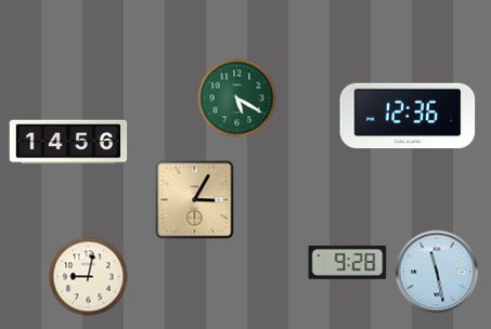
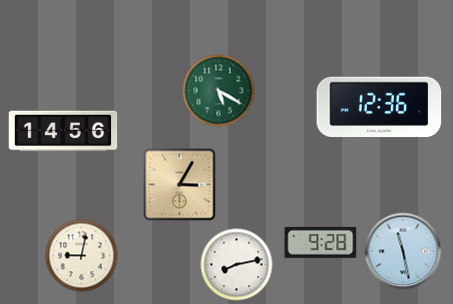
clock at (408, 115) position: (408, 115) -> (379, 106)
clock at (237, 265): none -> 8:13
